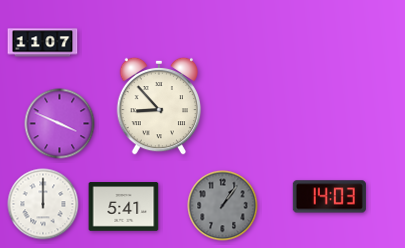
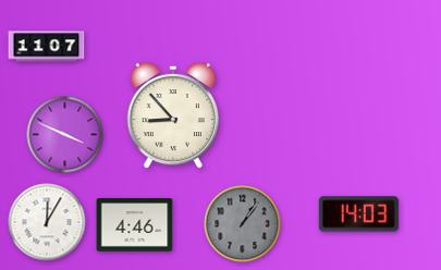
clock at (43, 204): 12:00 -> 12:05
clock at (124, 207): 5:41 -> 4:46
